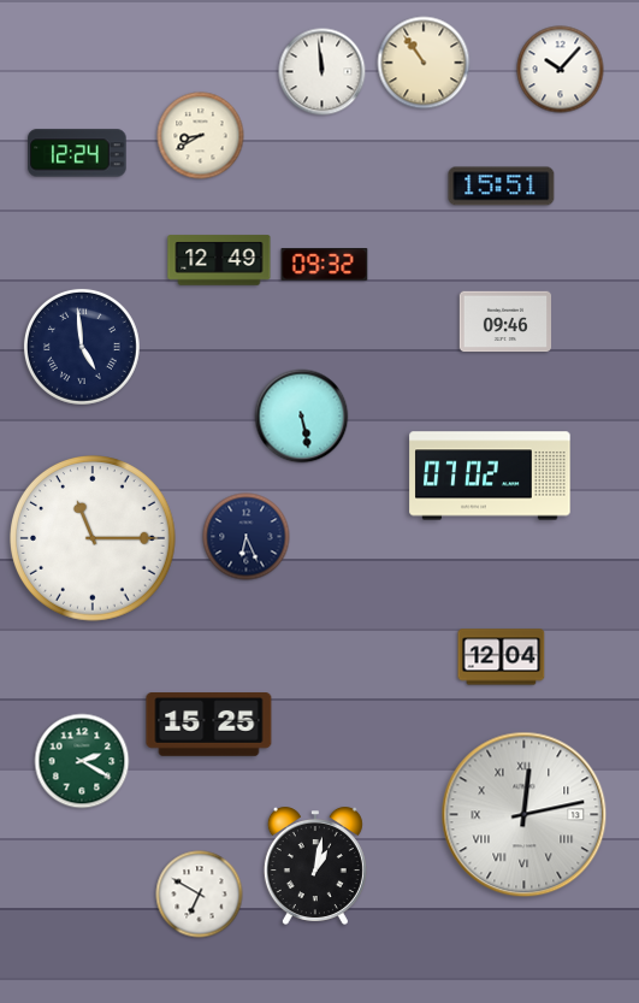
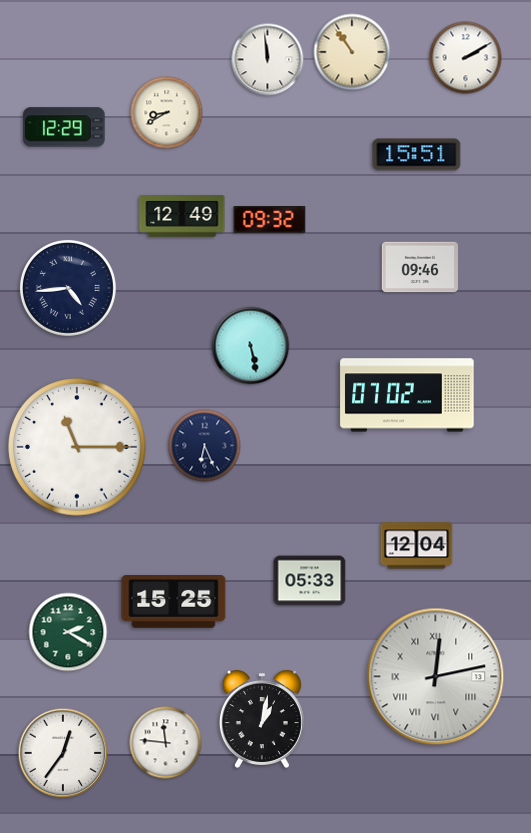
clock at (561, 70): 10:07 -> 2:10
clock at (77, 153): 12:24 -> 12:29
clock at (82, 347): 4:59 -> 4:44
clock at (310, 581): none -> 05:33
clock at (200, 895): 6:50 -> 11:46
clock at (63, 753): none -> 12:36
